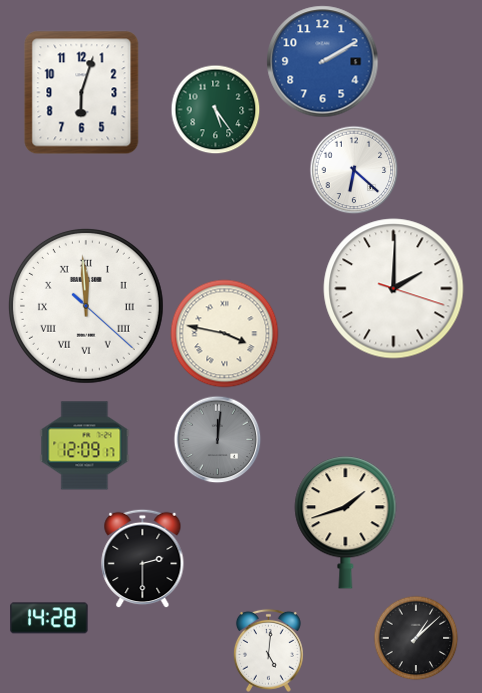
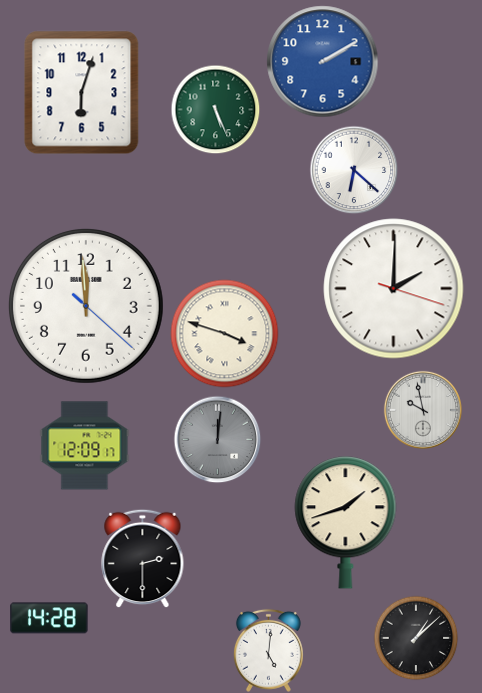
clock at (215, 109): 5:24 -> 5:26
clock at (86, 306) numerals: Roman -> Arabic
clock at (225, 334): 3:47 -> 3:48
clock at (423, 410): none -> 9:58
